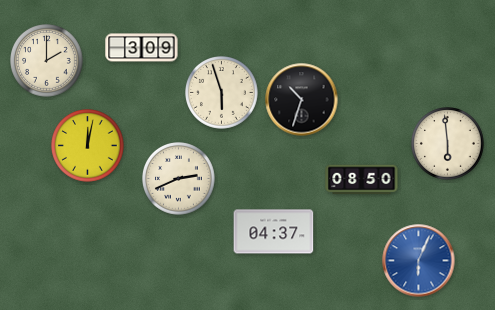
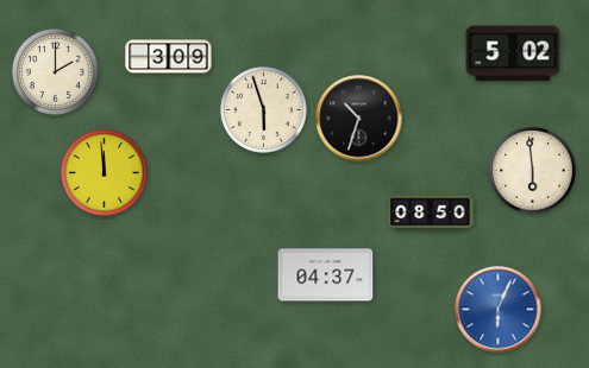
clock at (513, 53): none -> 5:02
clock at (88, 146): 12:02 -> 11:59
clock at (179, 179): 2:41 -> none
